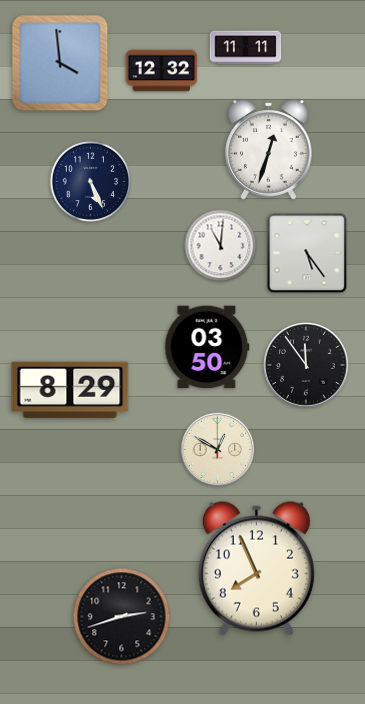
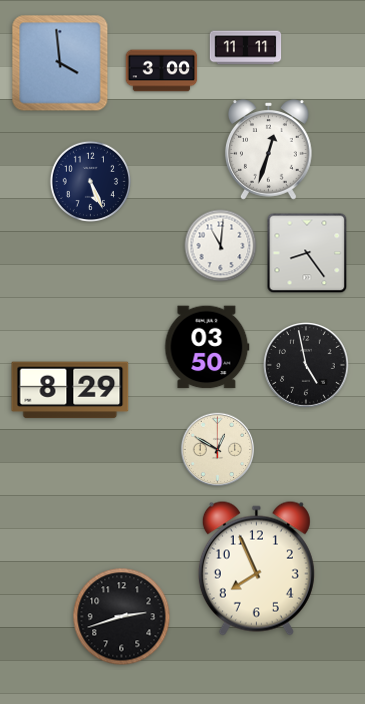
clock at (162, 71): 12:32 -> 3:00
clock at (307, 253): 5:24 -> 8:24
clock at (307, 366): 11:54 -> 4:58
